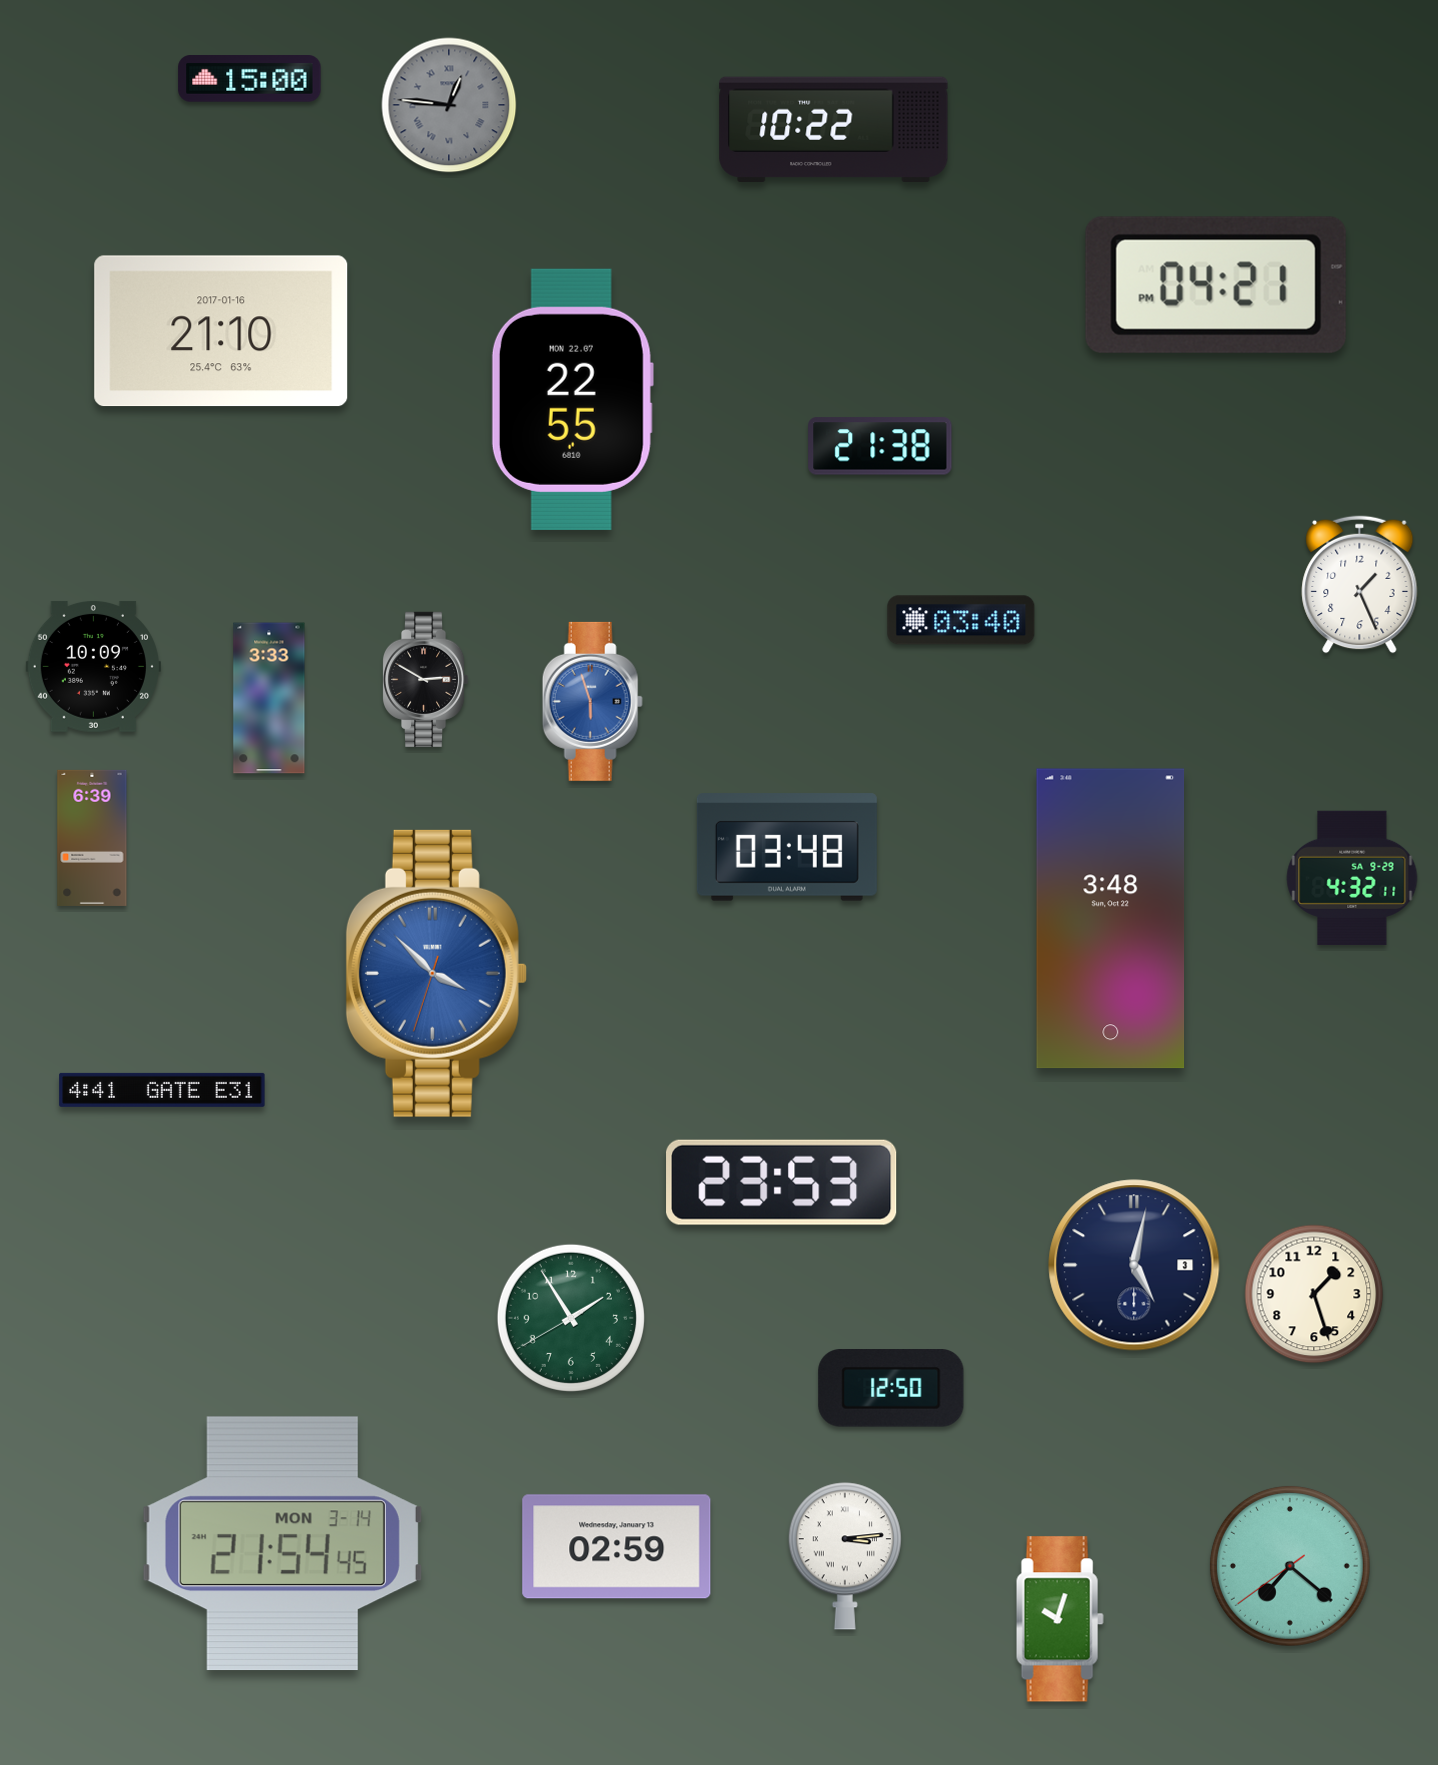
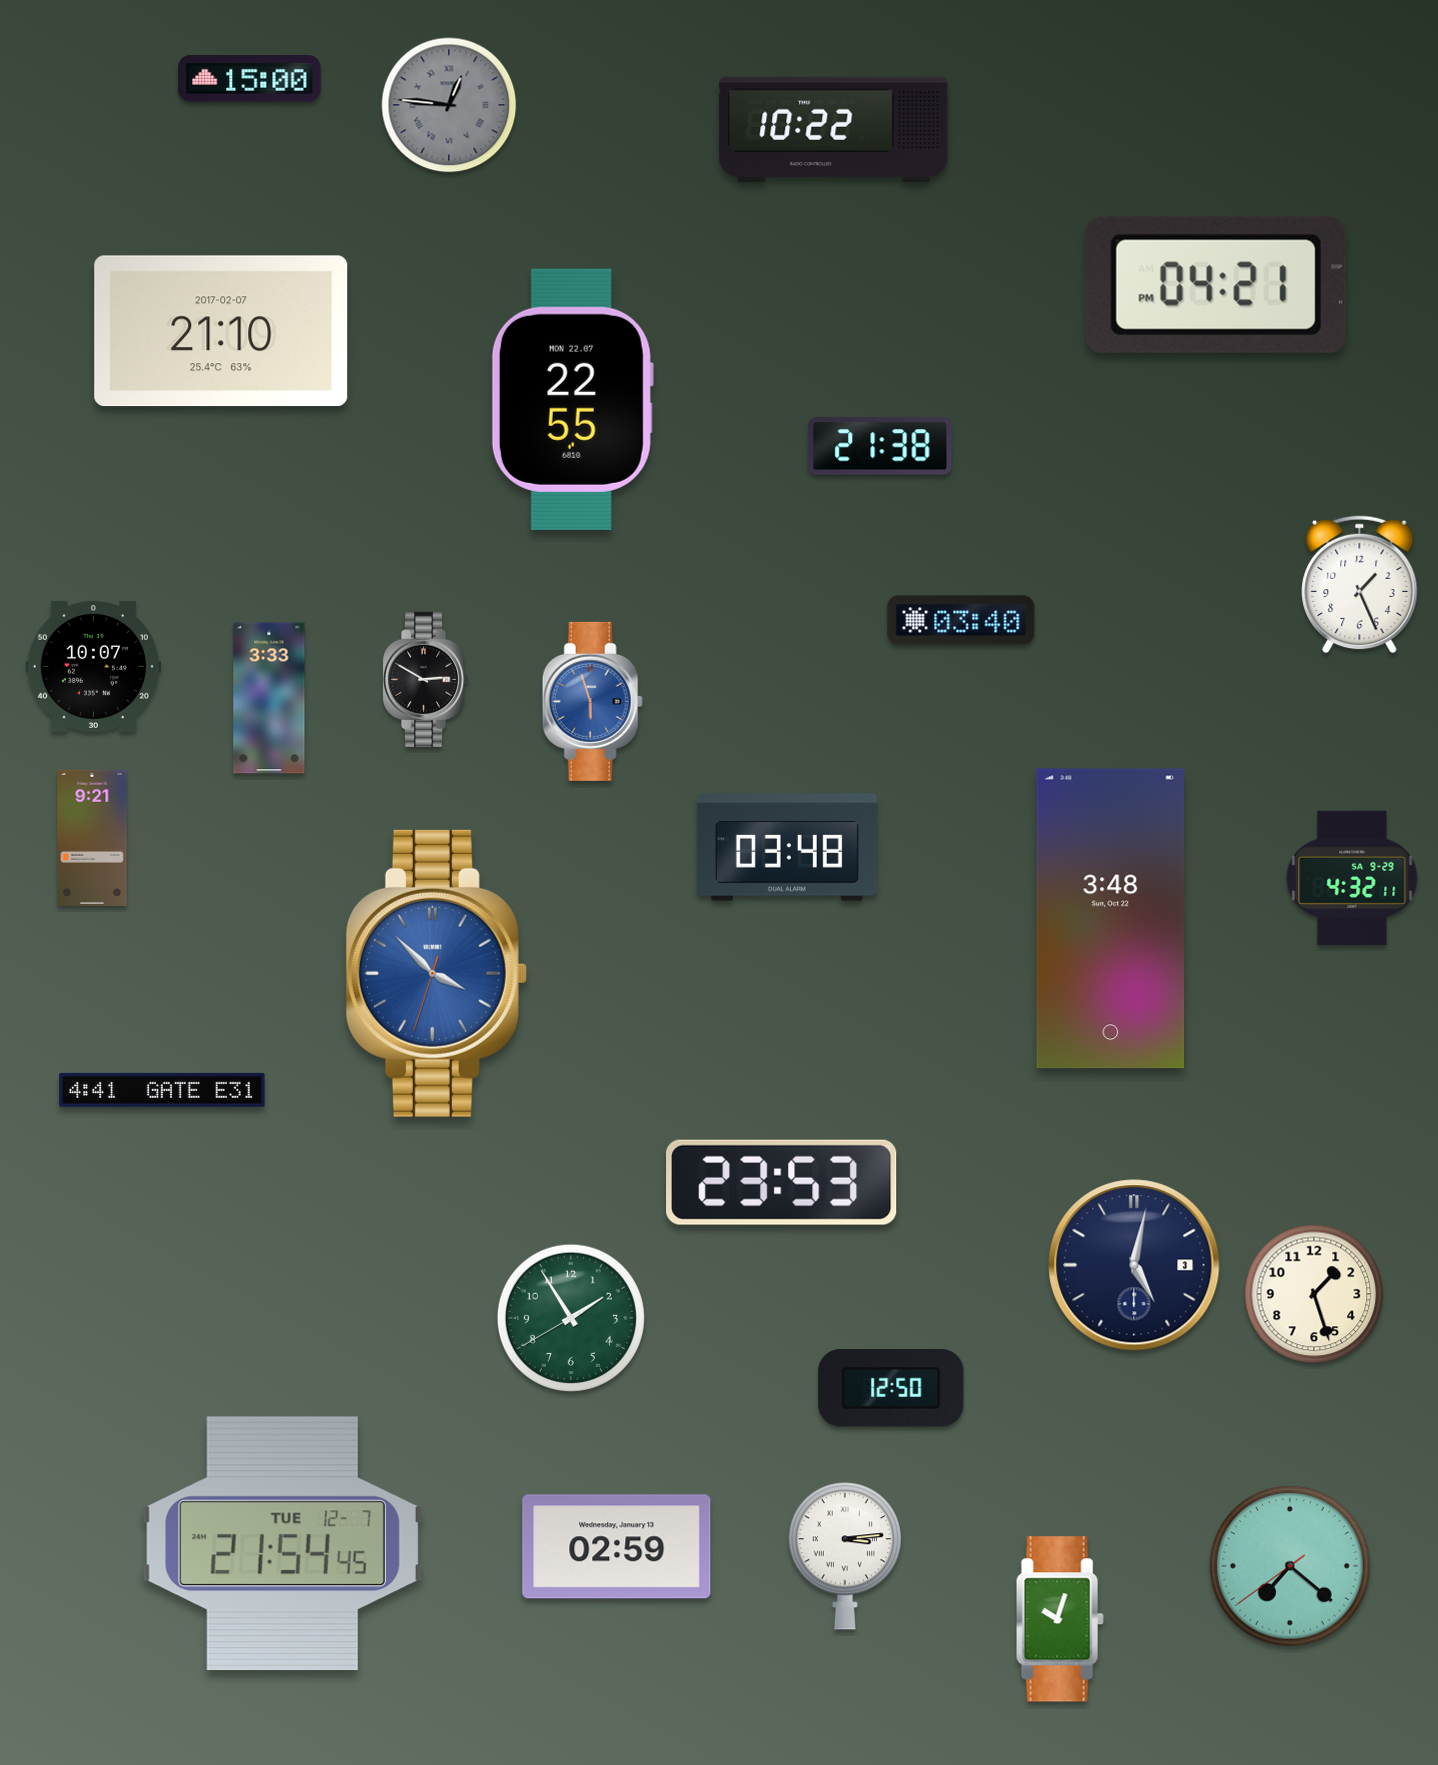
clock at (221, 331) date: 2017-01-16 -> 2017-02-07
clock at (93, 666): 10:09 -> 10:07
clock at (92, 838): 6:39 -> 9:21
clock at (282, 1544) date: MON 3-14 -> TUE 12-7
